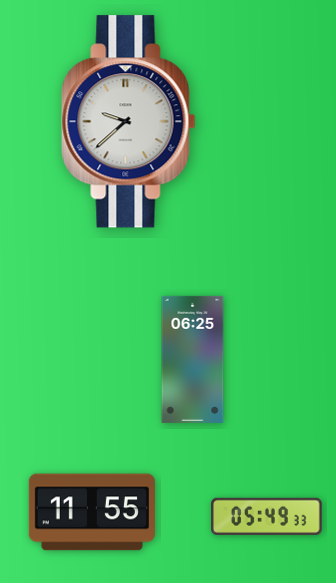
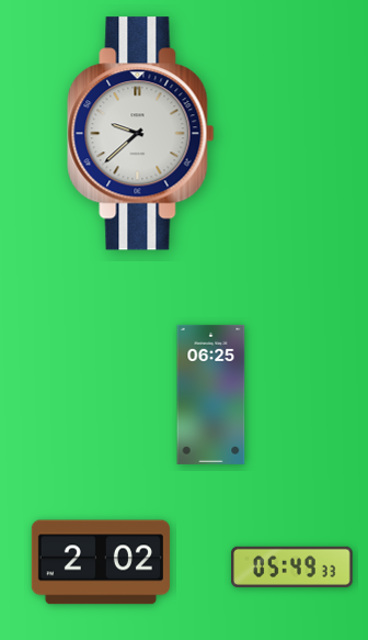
clock at (92, 512): 11:55 -> 2:02
